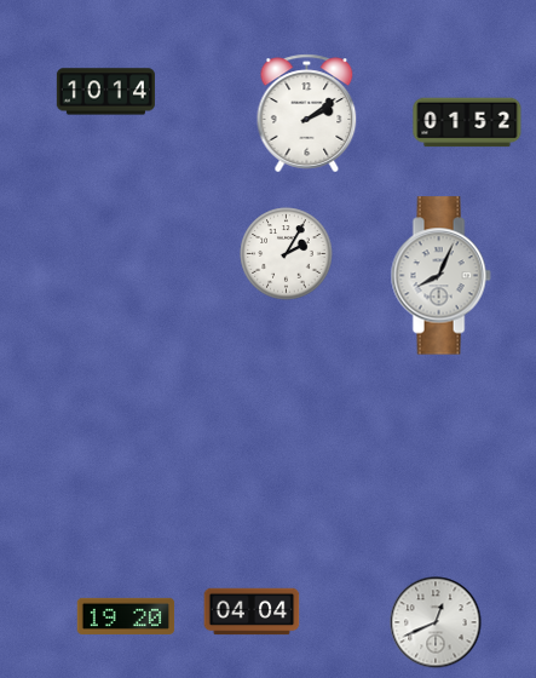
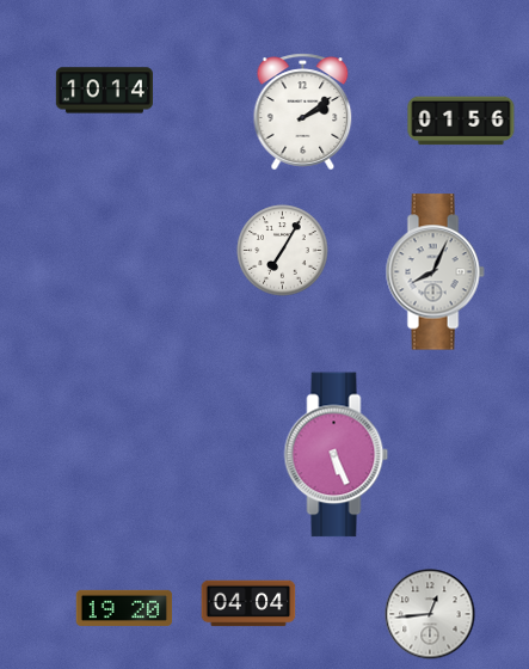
clock at (467, 122): 01:52 -> 01:56
clock at (287, 254): 2:05 -> 7:05
clock at (337, 455): none -> 5:26
clock at (436, 622): 12:41 -> 12:44
